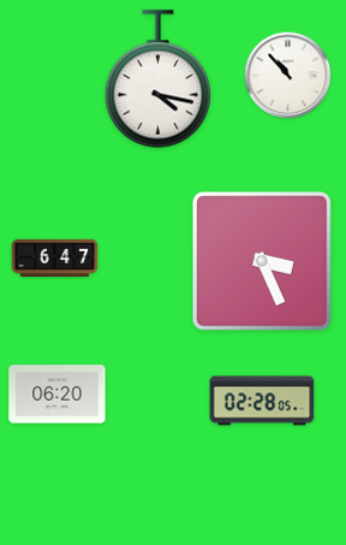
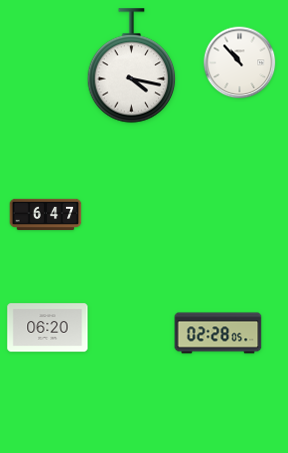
clock at (262, 261): 3:26 -> none
